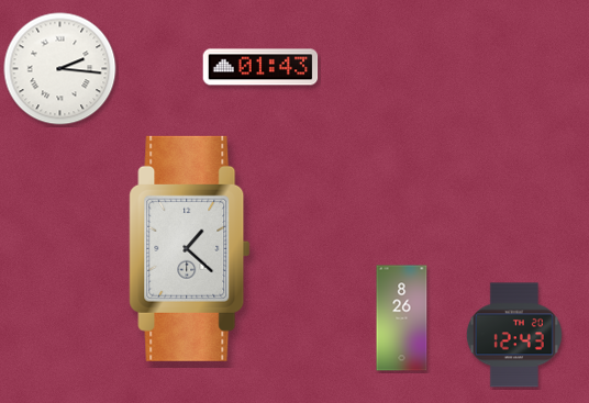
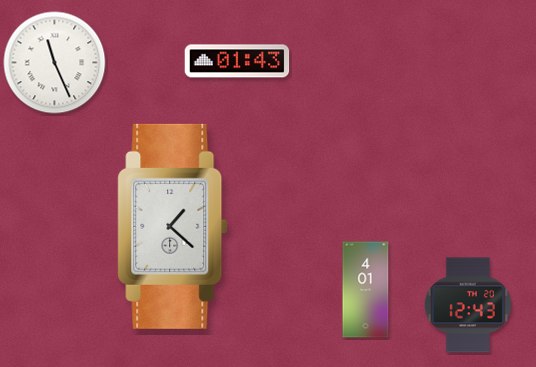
clock at (60, 69): 2:16 -> 11:26
clock at (402, 318): 8:26 -> 4:01
